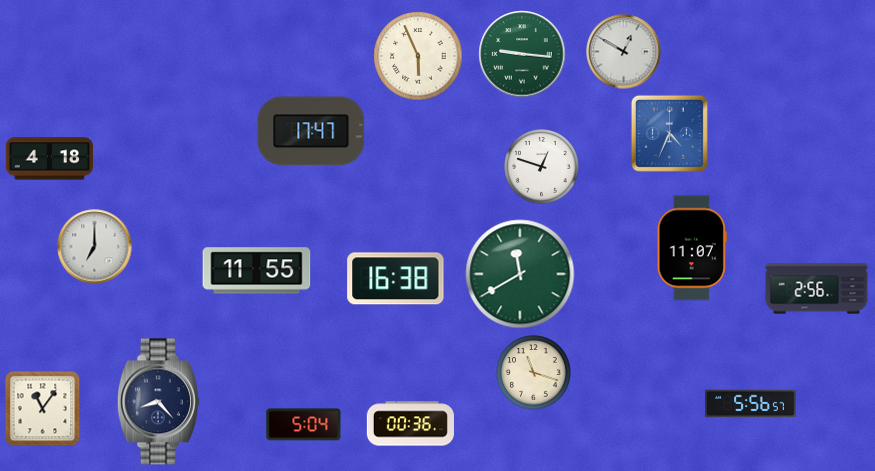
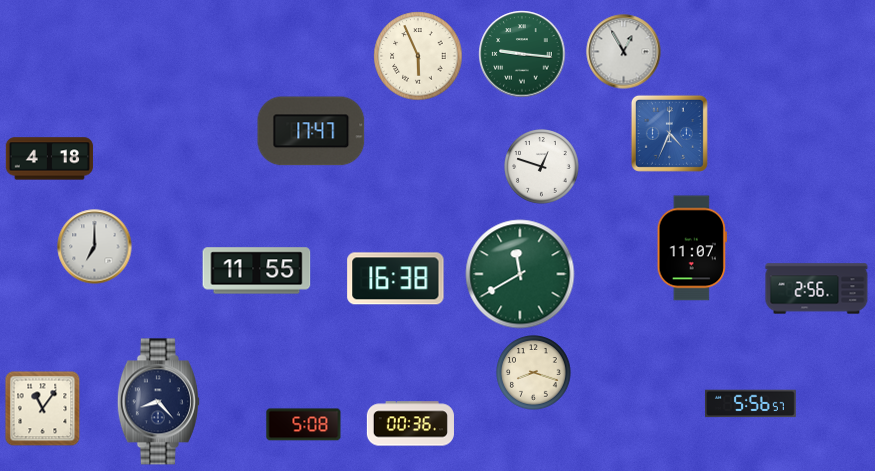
clock at (624, 52): 12:50 -> 12:55
clock at (534, 373): 11:18 -> 8:18
clock at (304, 425): 5:04 -> 5:08
